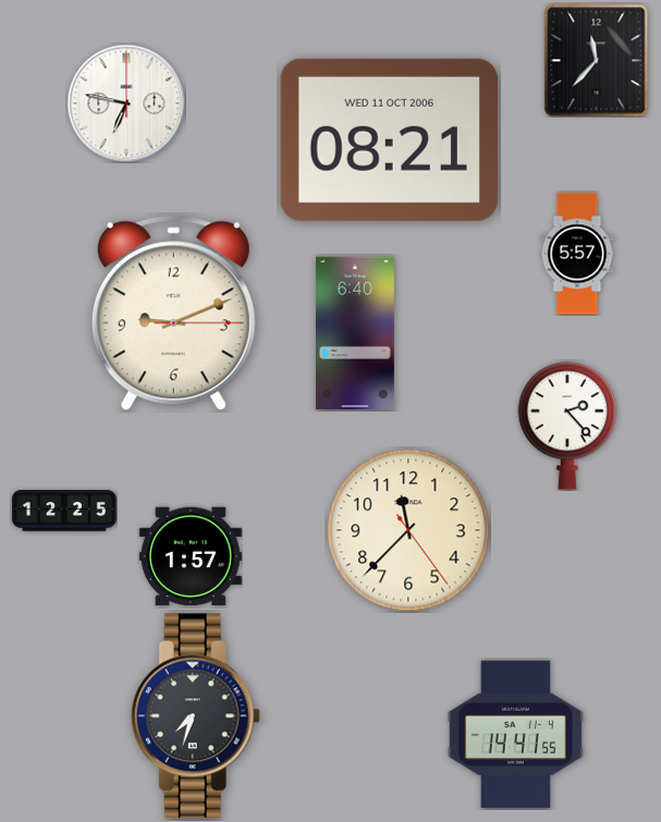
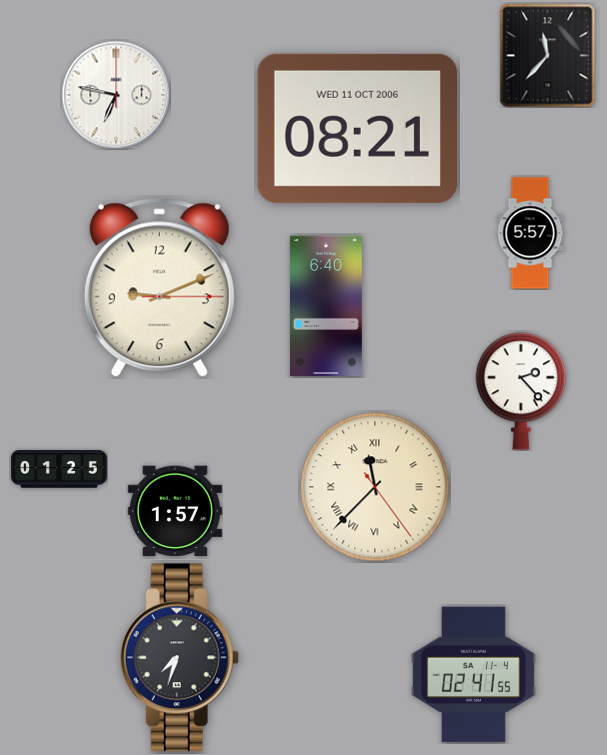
clock at (65, 511): 12:25 -> 01:25
clock at (408, 530) numerals: Arabic -> Roman
clock at (515, 735): 14:41 -> 02:41
